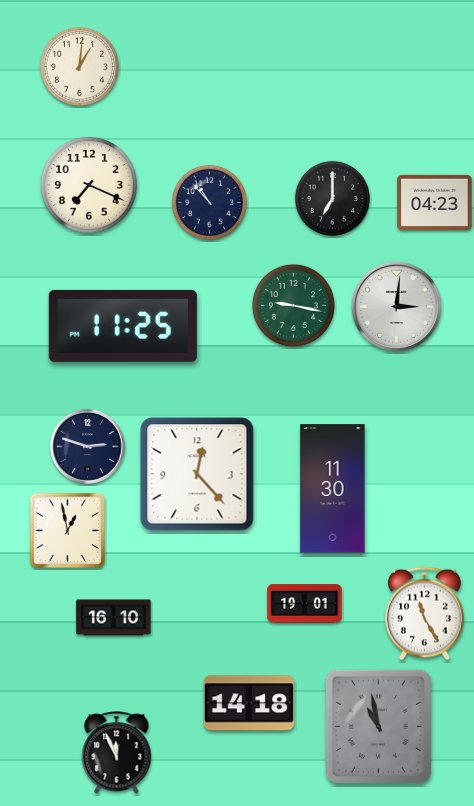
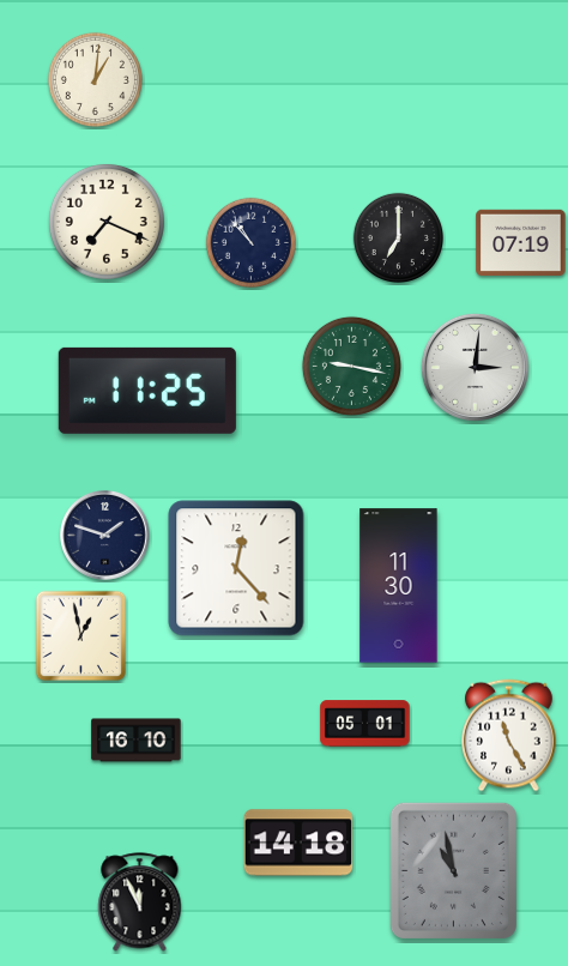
clock at (435, 202): 04:23 -> 07:19
clock at (88, 447): 2:48 -> 1:48
clock at (305, 604): 19:01 -> 05:01
